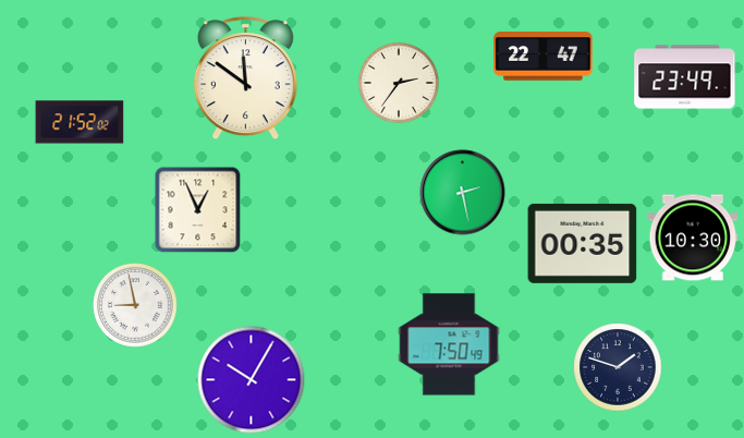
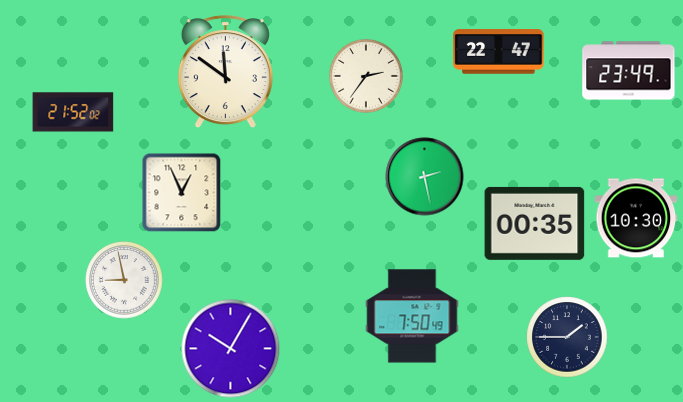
clock at (618, 367): 1:48 -> 1:45
